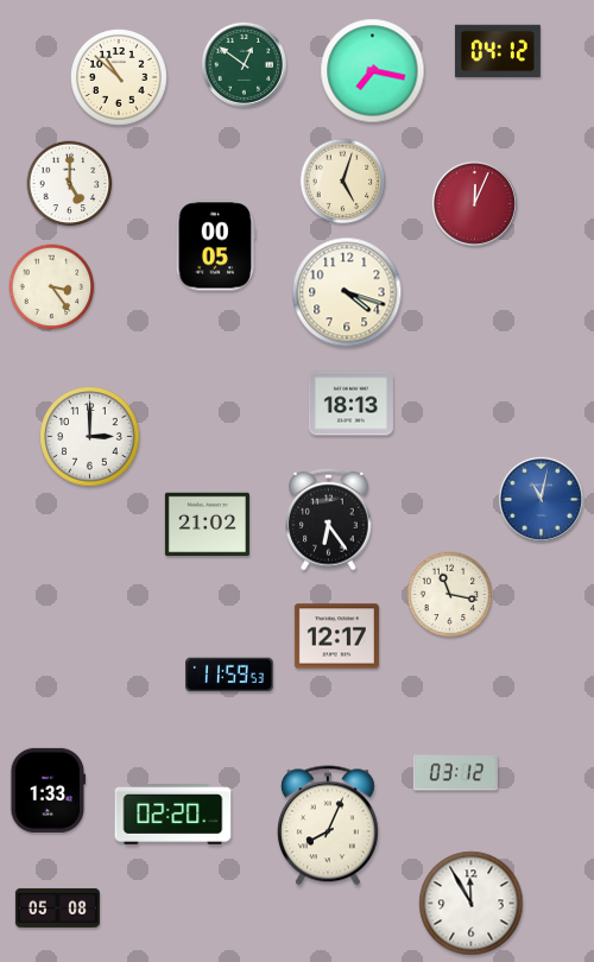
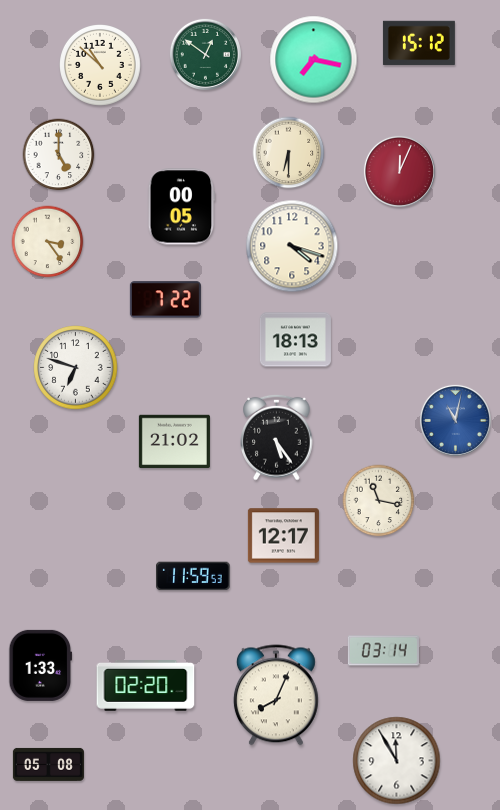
clock at (498, 51): 04:12 -> 15:12
clock at (343, 182): 5:03 -> 6:30
clock at (52, 287) position: (52, 287) -> (48, 242)
clock at (165, 300): none -> 7:22
clock at (90, 437): 3:00 -> 6:48
clock at (329, 519): 6:24 -> 5:24
clock at (229, 675) position: (229, 675) -> (193, 576)
clock at (455, 773): 03:12 -> 03:14
